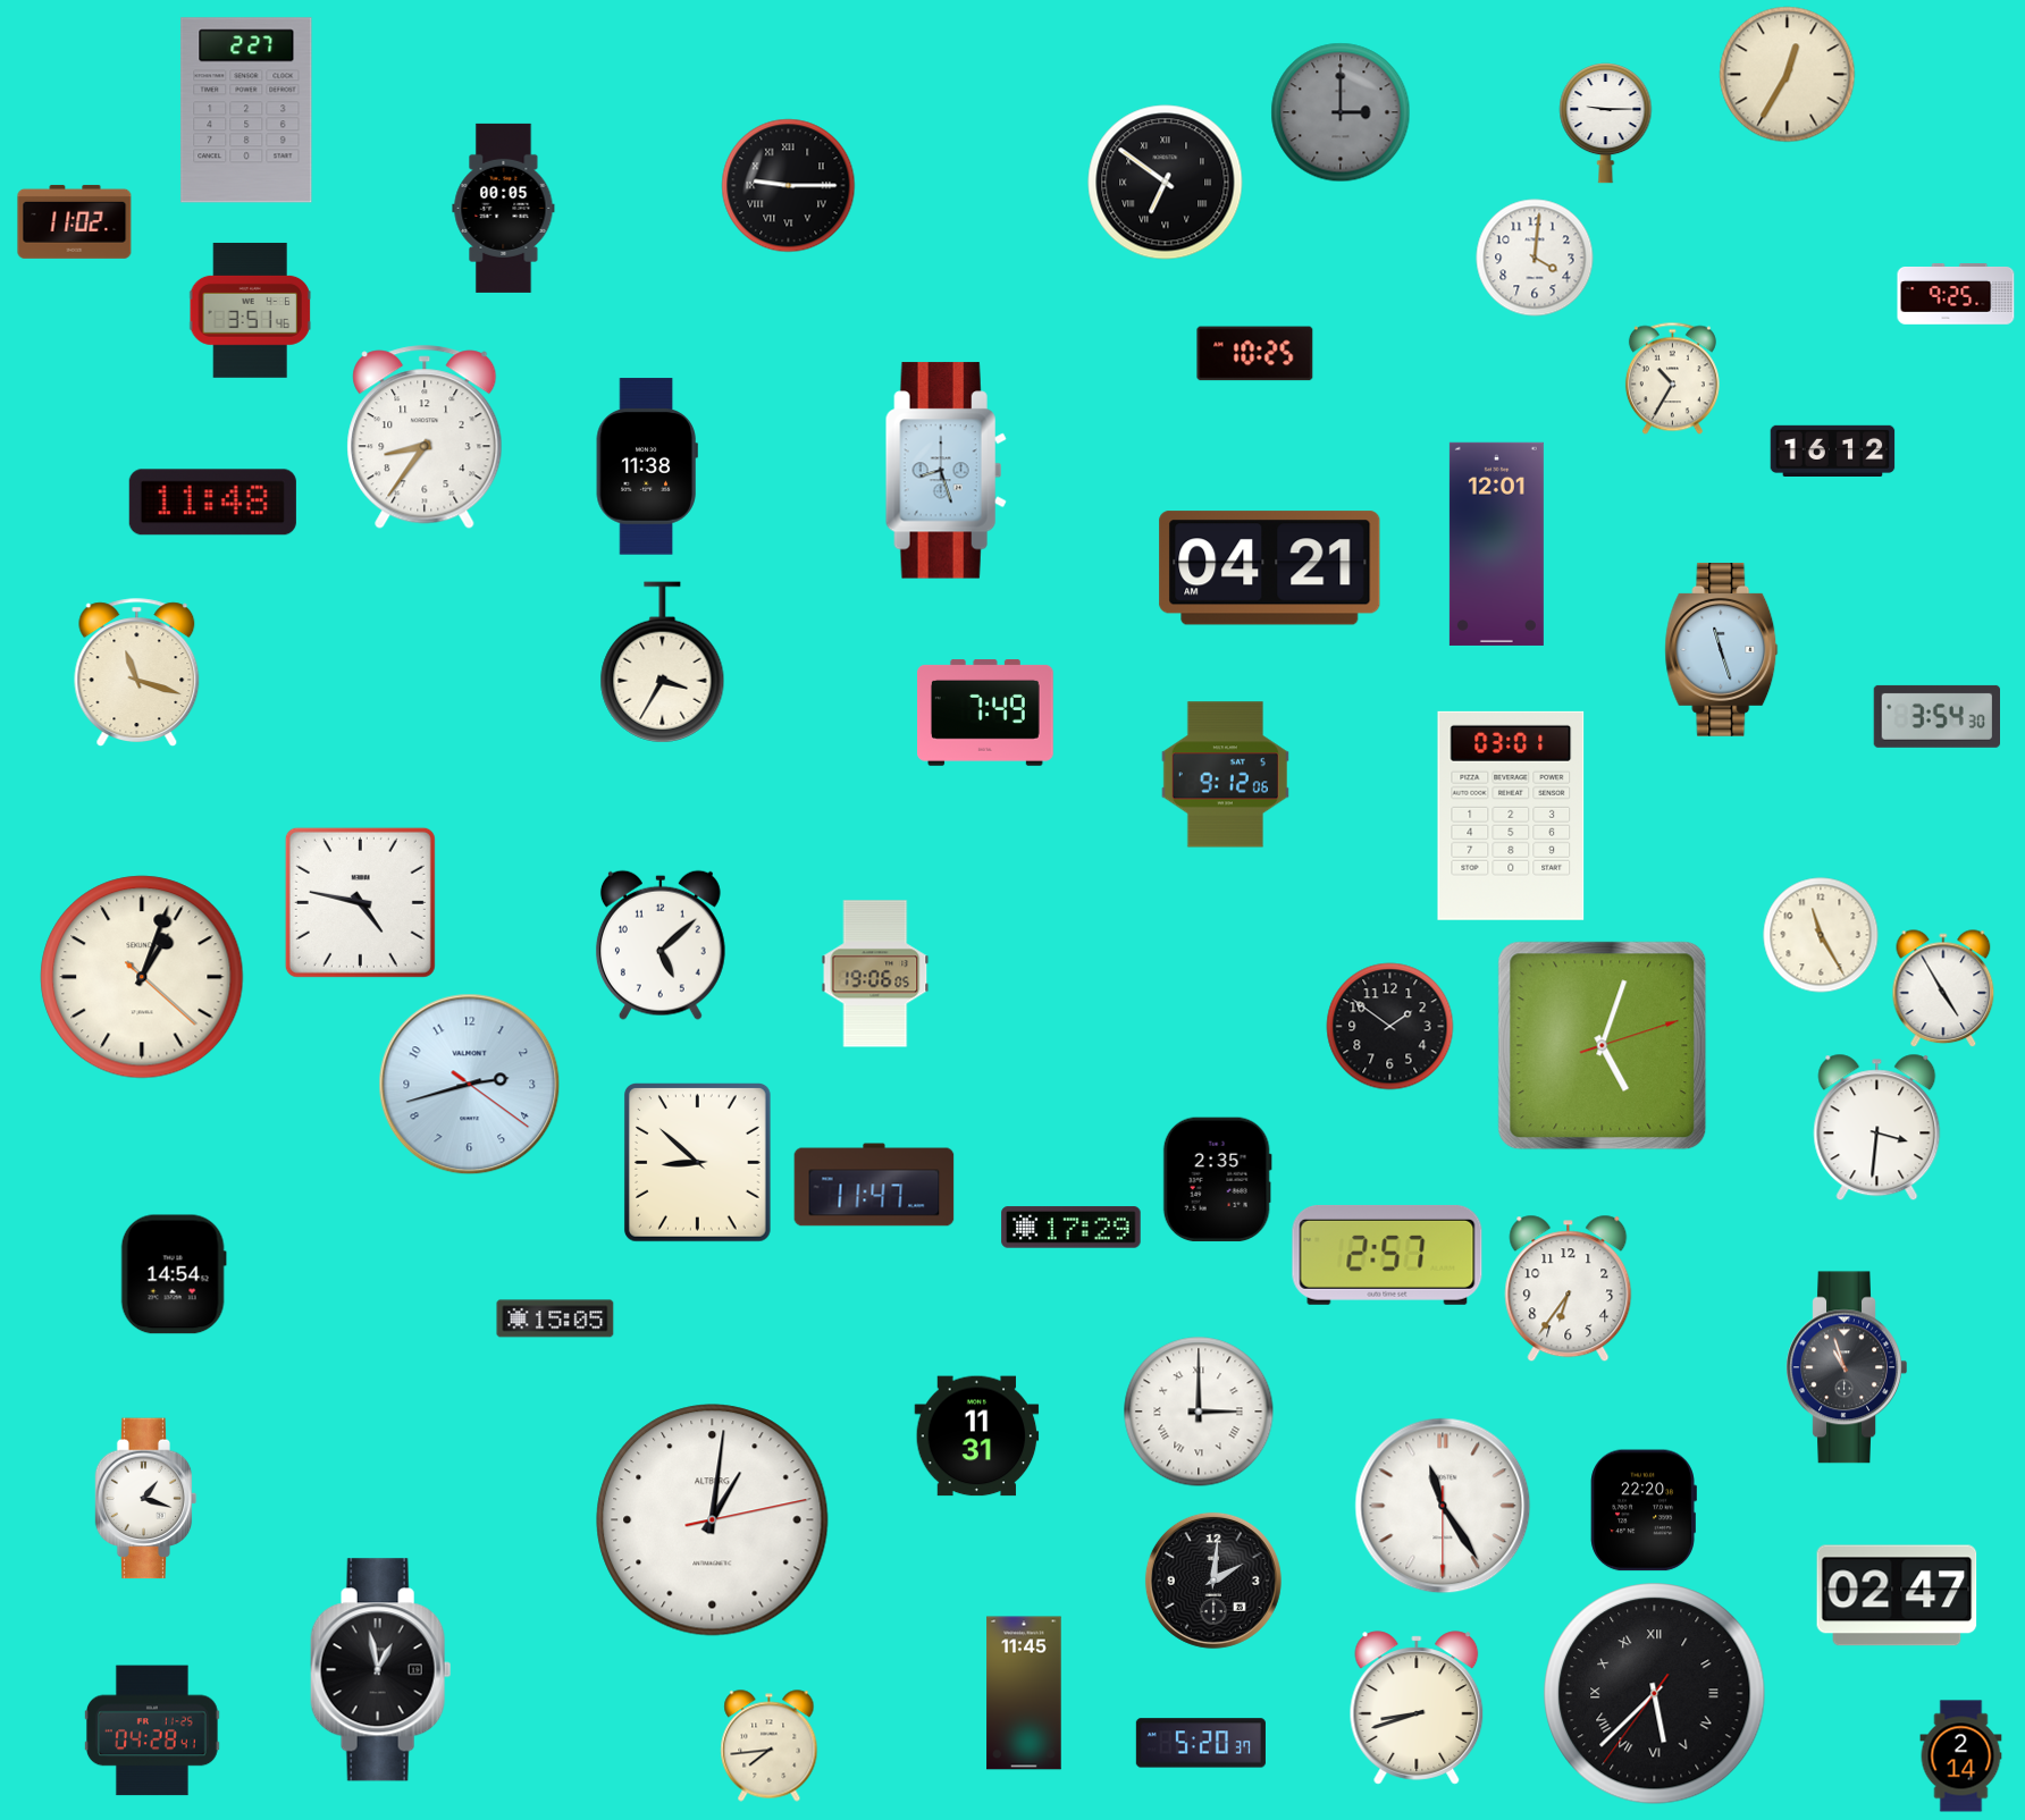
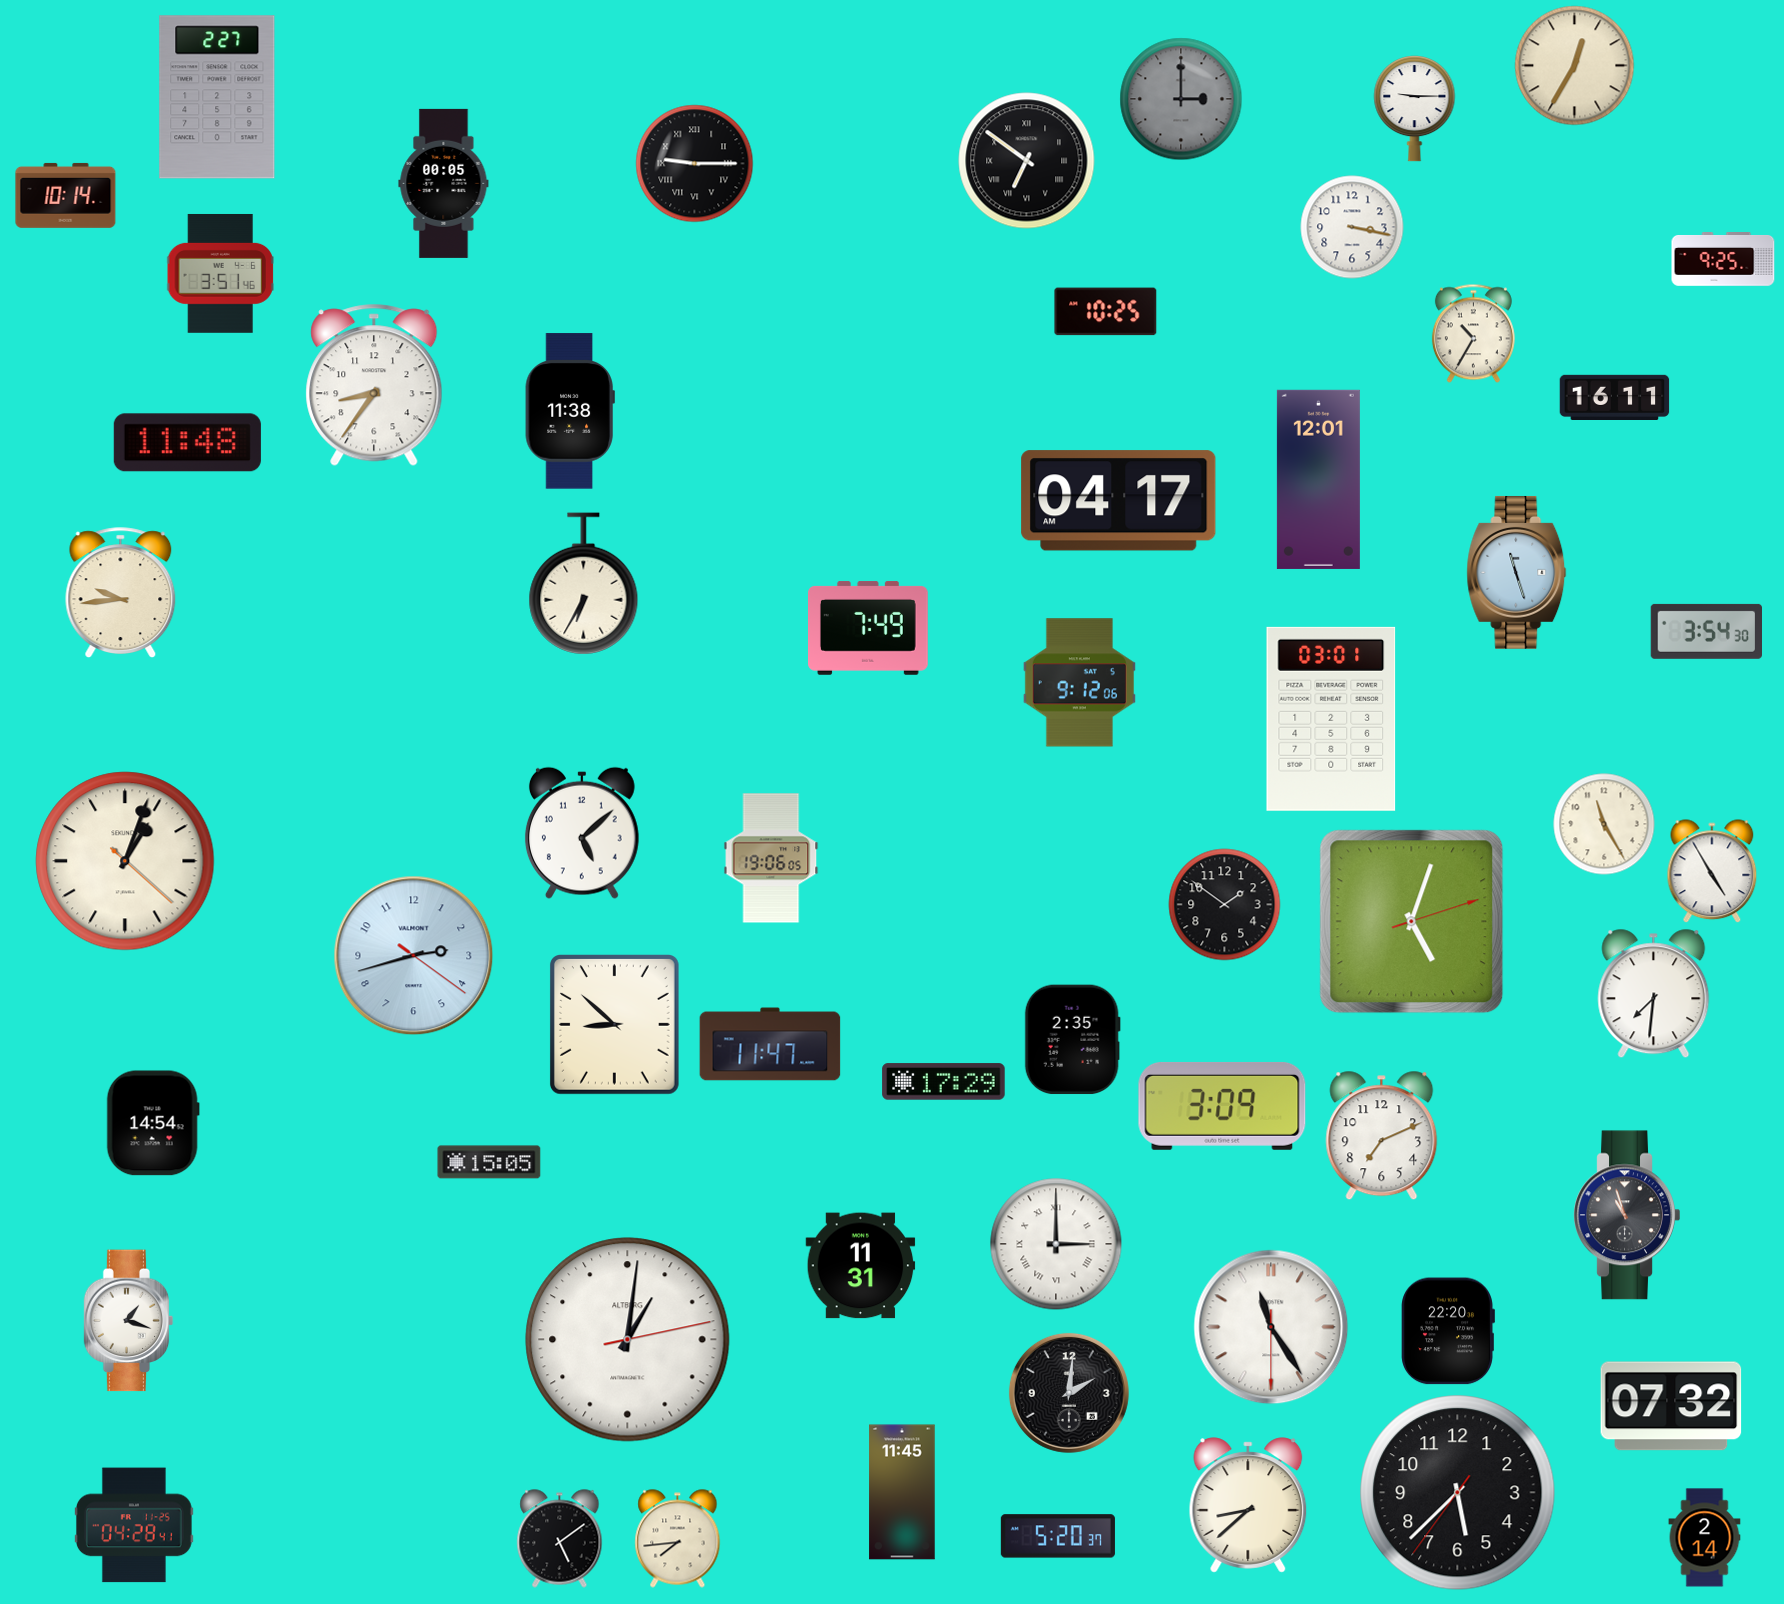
clock at (75, 221): 11:02 -> 10:14
clock at (1535, 258): 4:01 -> 3:17
clock at (1833, 450): 16:12 -> 16:11
clock at (946, 471): 8:27 -> none
clock at (1270, 568): 04:21 -> 04:17
clock at (663, 663): 3:35 -> 6:35
clock at (137, 672): 11:18 -> 9:44
clock at (360, 902): 4:47 -> none
clock at (1877, 1128): 3:31 -> 7:31
clock at (1387, 1255): 2:57 -> 3:09
clock at (1569, 1289): 6:36 -> 7:11
clock at (1847, 1367) position: (1847, 1367) -> (1627, 1215)
clock at (1897, 1595): 02:47 -> 07:32
clock at (381, 1670): 12:58 -> none
clock at (1655, 1694) numerals: Roman -> Arabic
clock at (1417, 1708): 8:42 -> 8:38
clock at (560, 1539): none -> 5:09
clock at (1961, 1756) position: (1961, 1756) -> (1705, 1538)
